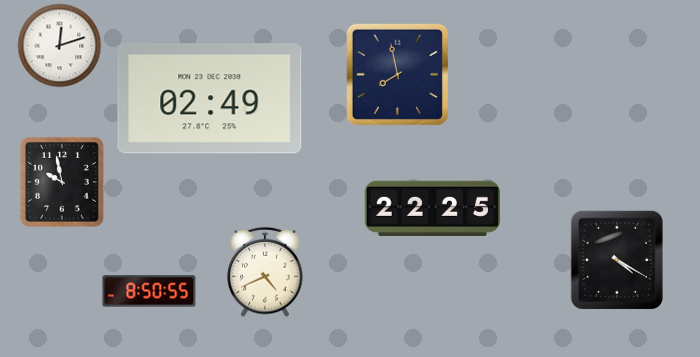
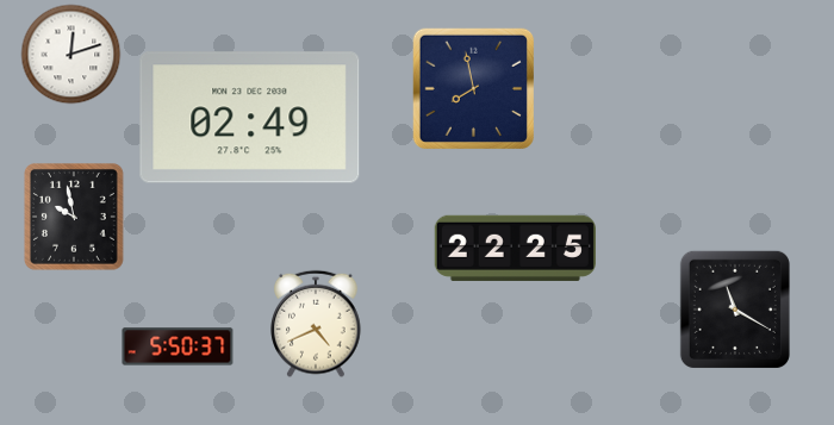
clock at (617, 260): 4:20 -> 11:20
clock at (149, 291): 8:50 -> 5:50
